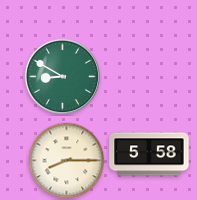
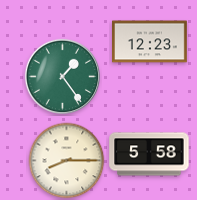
clock at (150, 42): none -> 12:23
clock at (62, 76): 8:50 -> 1:24
